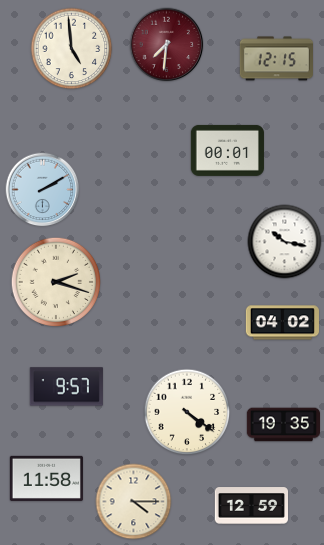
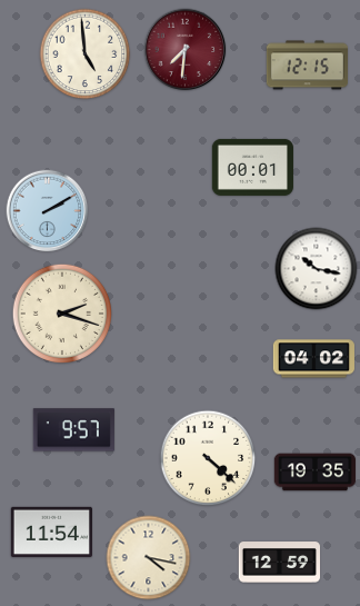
clock at (72, 49) position: (72, 49) -> (86, 54)
clock at (187, 412): 4:21 -> 4:22
clock at (46, 478): 11:58 -> 11:54
clock at (134, 502): 4:15 -> 4:17
